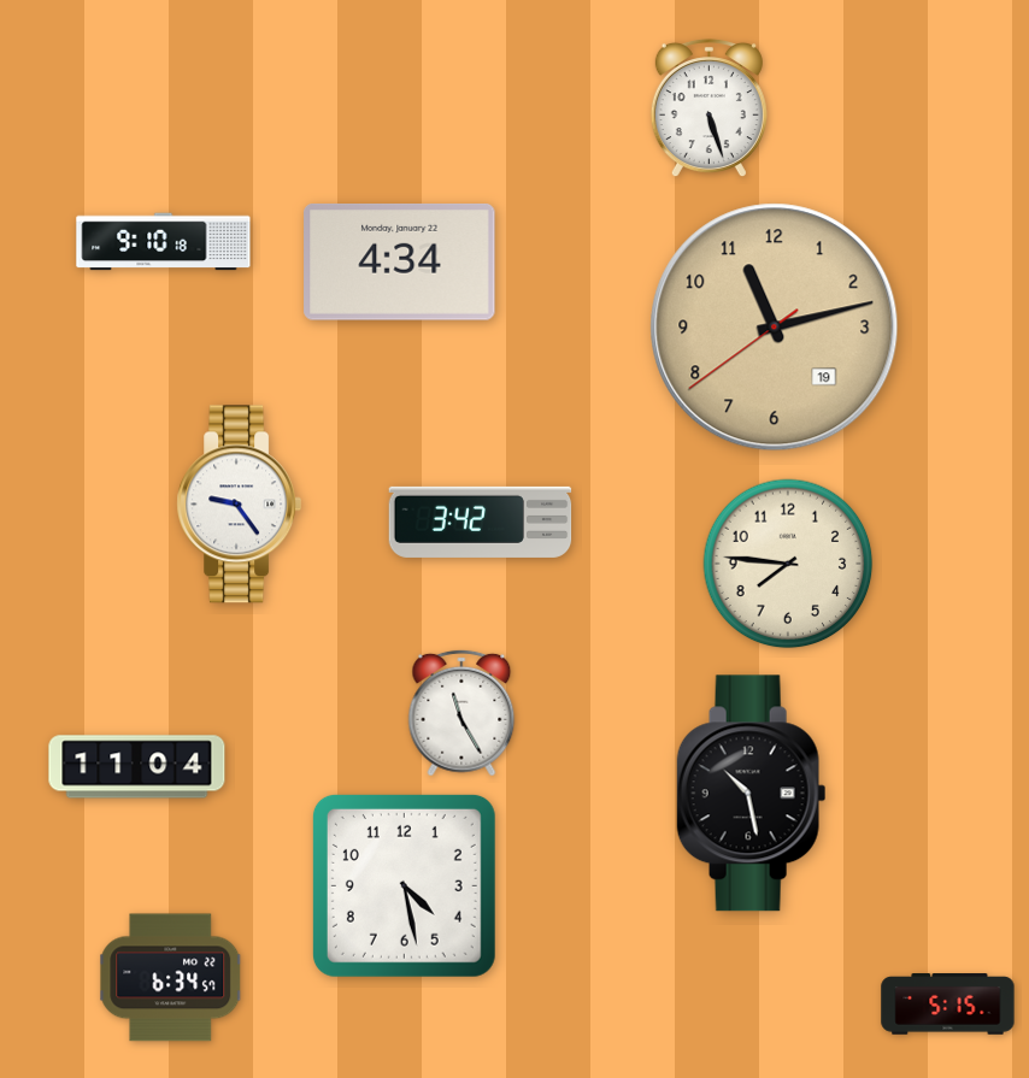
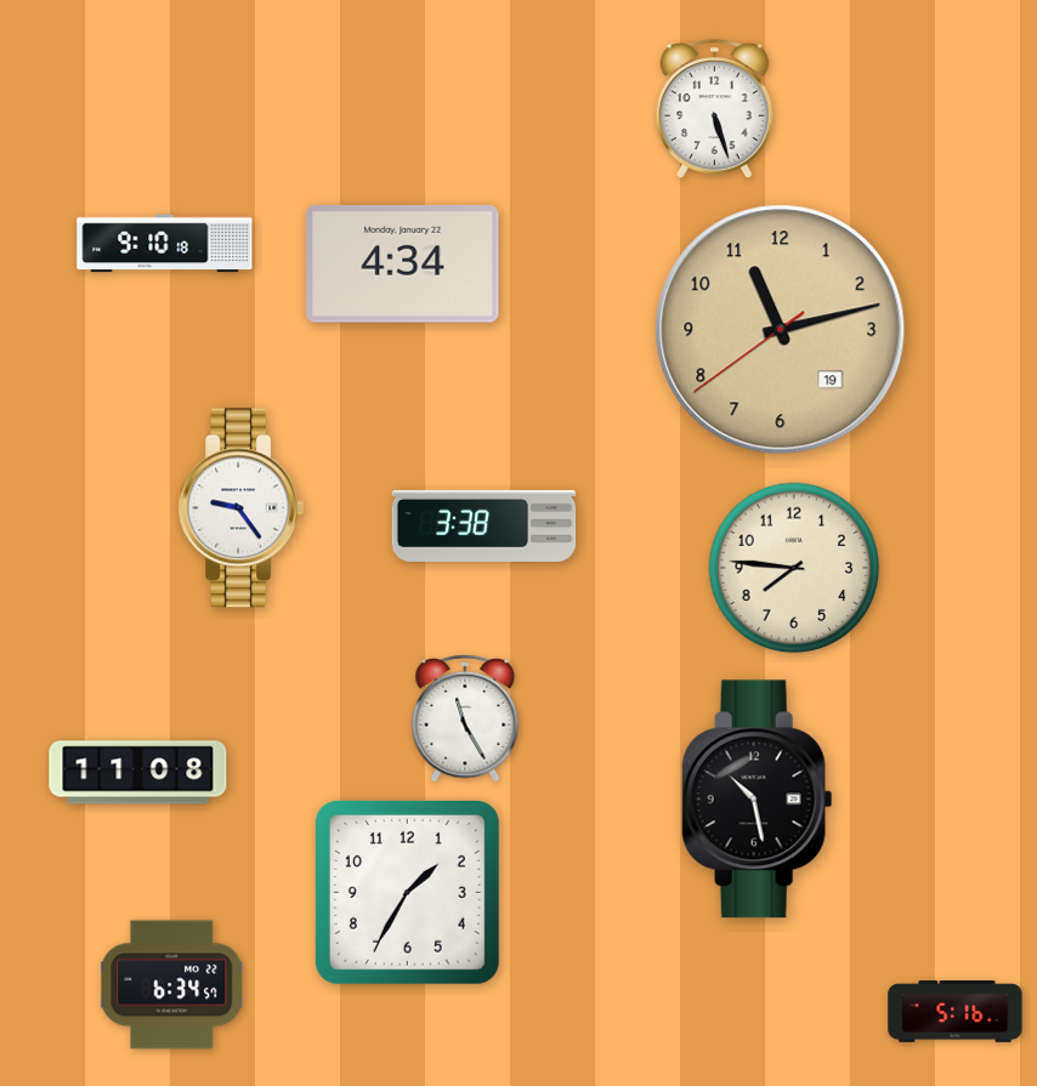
clock at (481, 522): 3:42 -> 3:38
clock at (137, 767): 11:04 -> 11:08
clock at (404, 885): 4:28 -> 1:35
clock at (948, 1005): 5:15 -> 5:16
